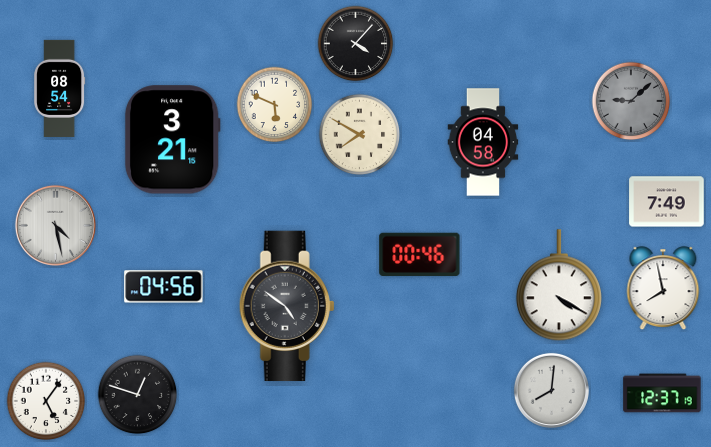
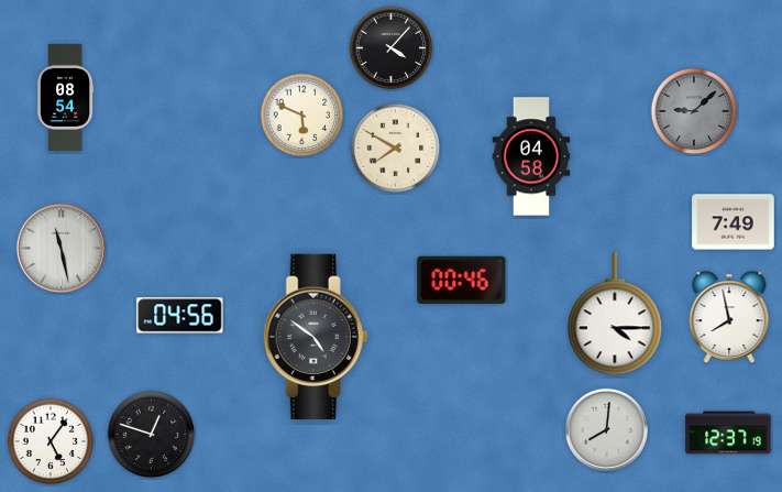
clock at (172, 140): 3:21 -> none
clock at (55, 225): 4:28 -> 11:28
clock at (559, 286): 4:20 -> 4:15
